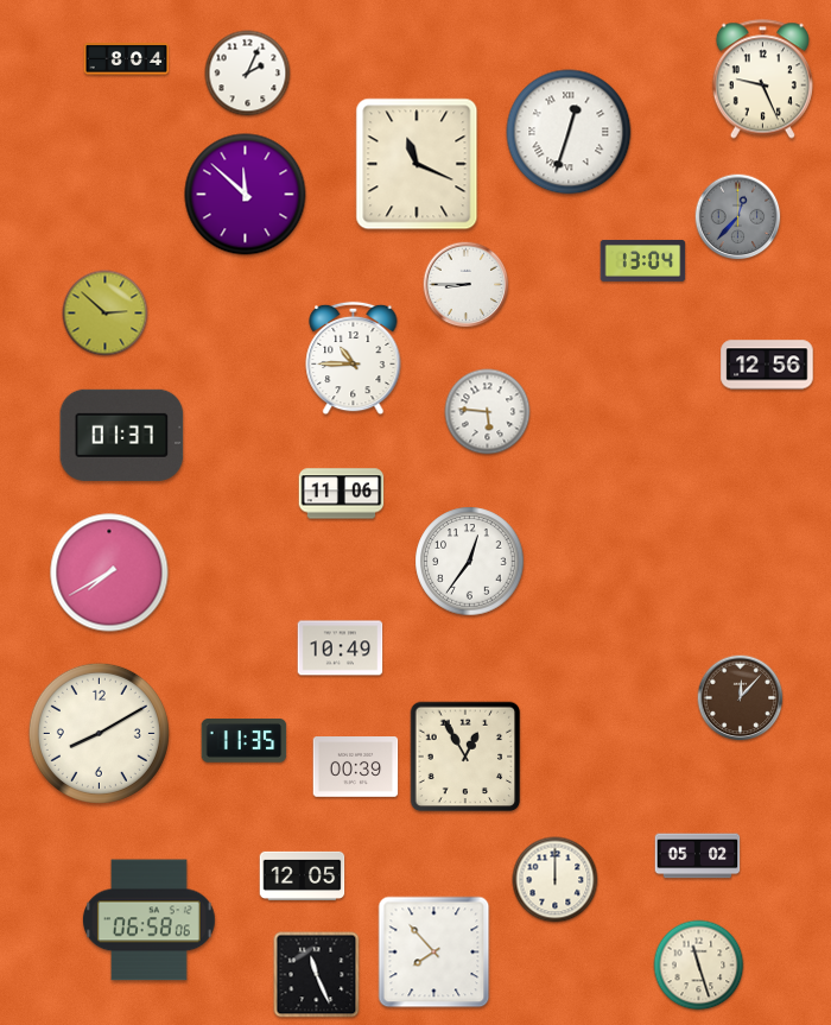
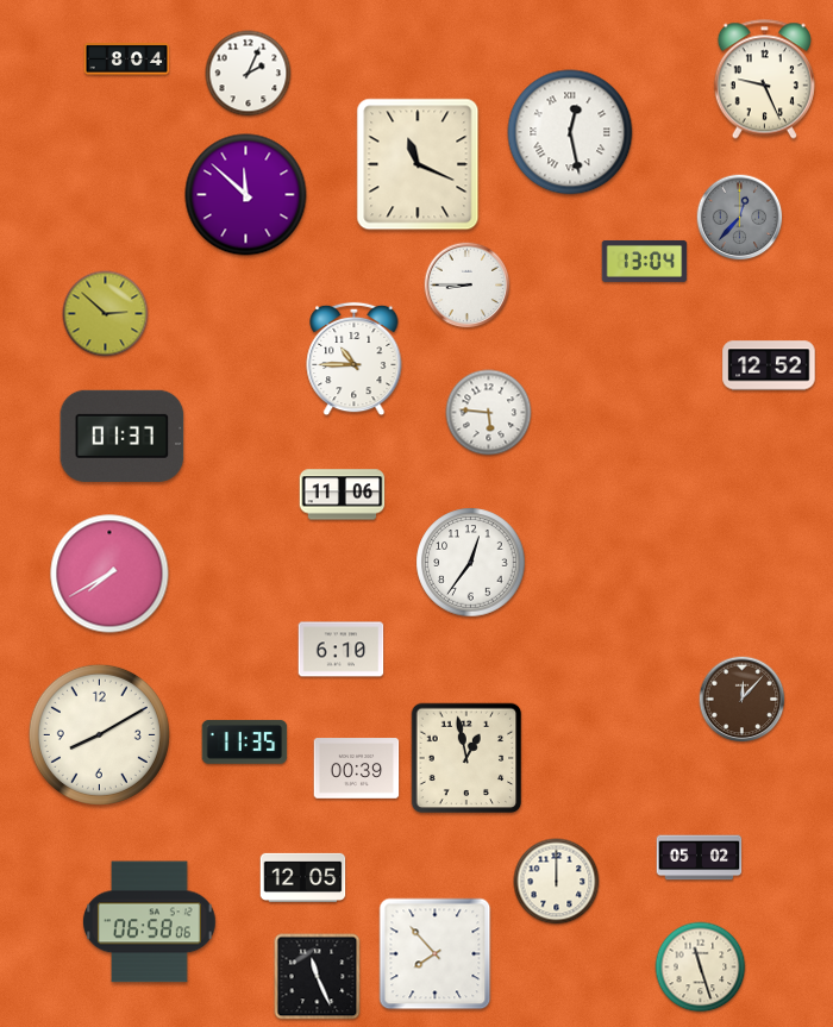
clock at (569, 132): 12:33 -> 12:28
clock at (767, 365): 12:56 -> 12:52
clock at (341, 648): 10:49 -> 6:10
clock at (465, 757): 12:55 -> 12:58
